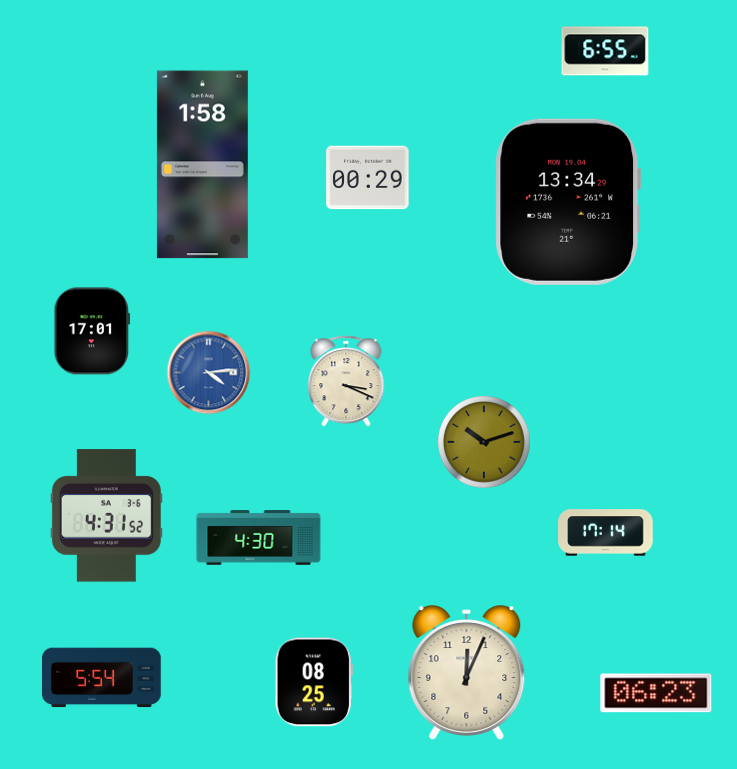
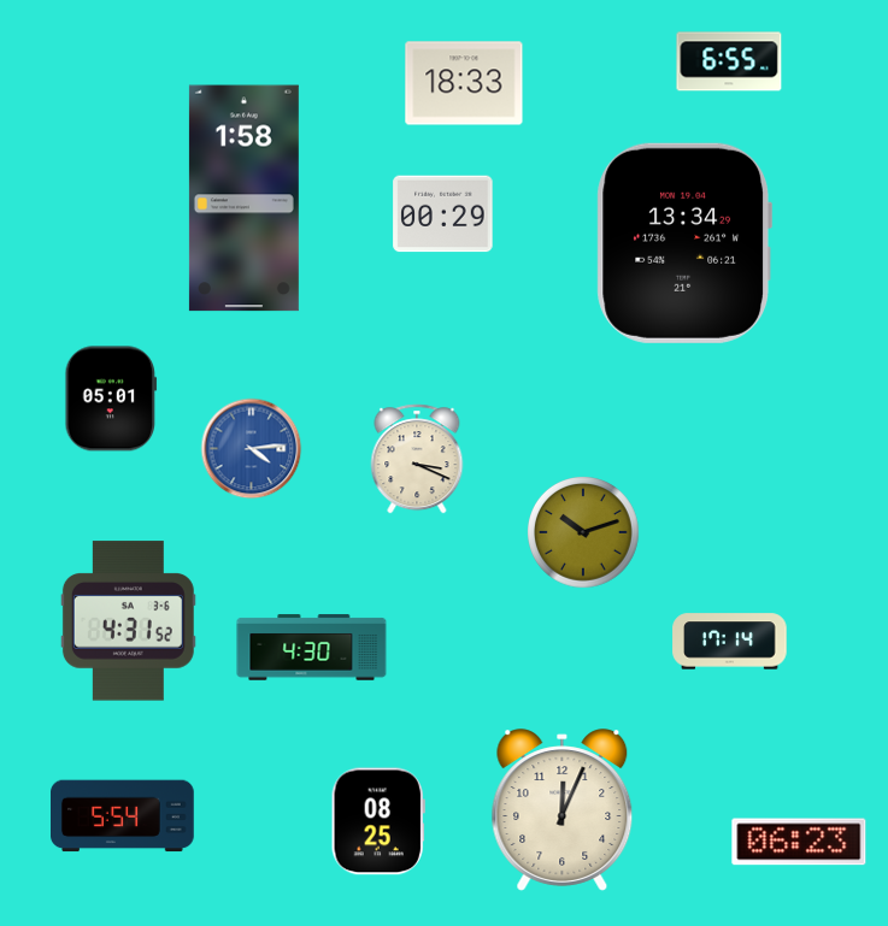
clock at (464, 83): none -> 18:33
clock at (92, 331): 17:01 -> 05:01
clock at (656, 693) position: (656, 693) -> (799, 842)
